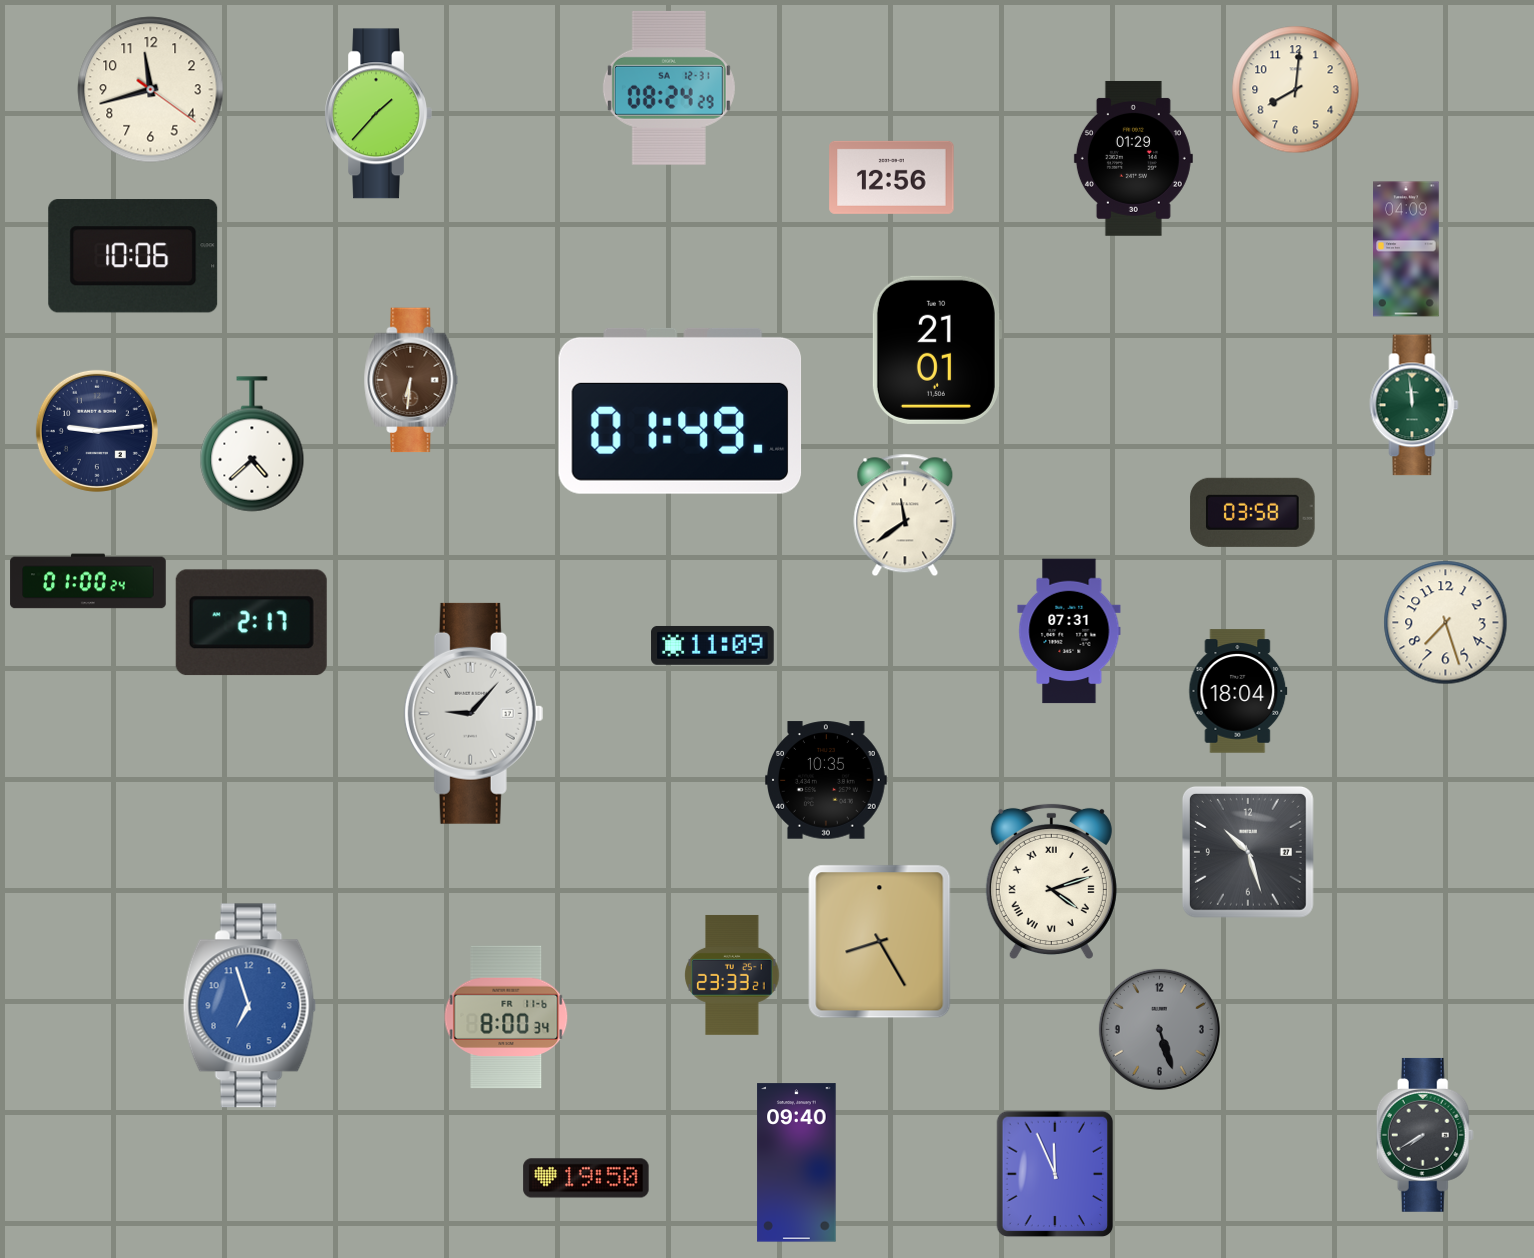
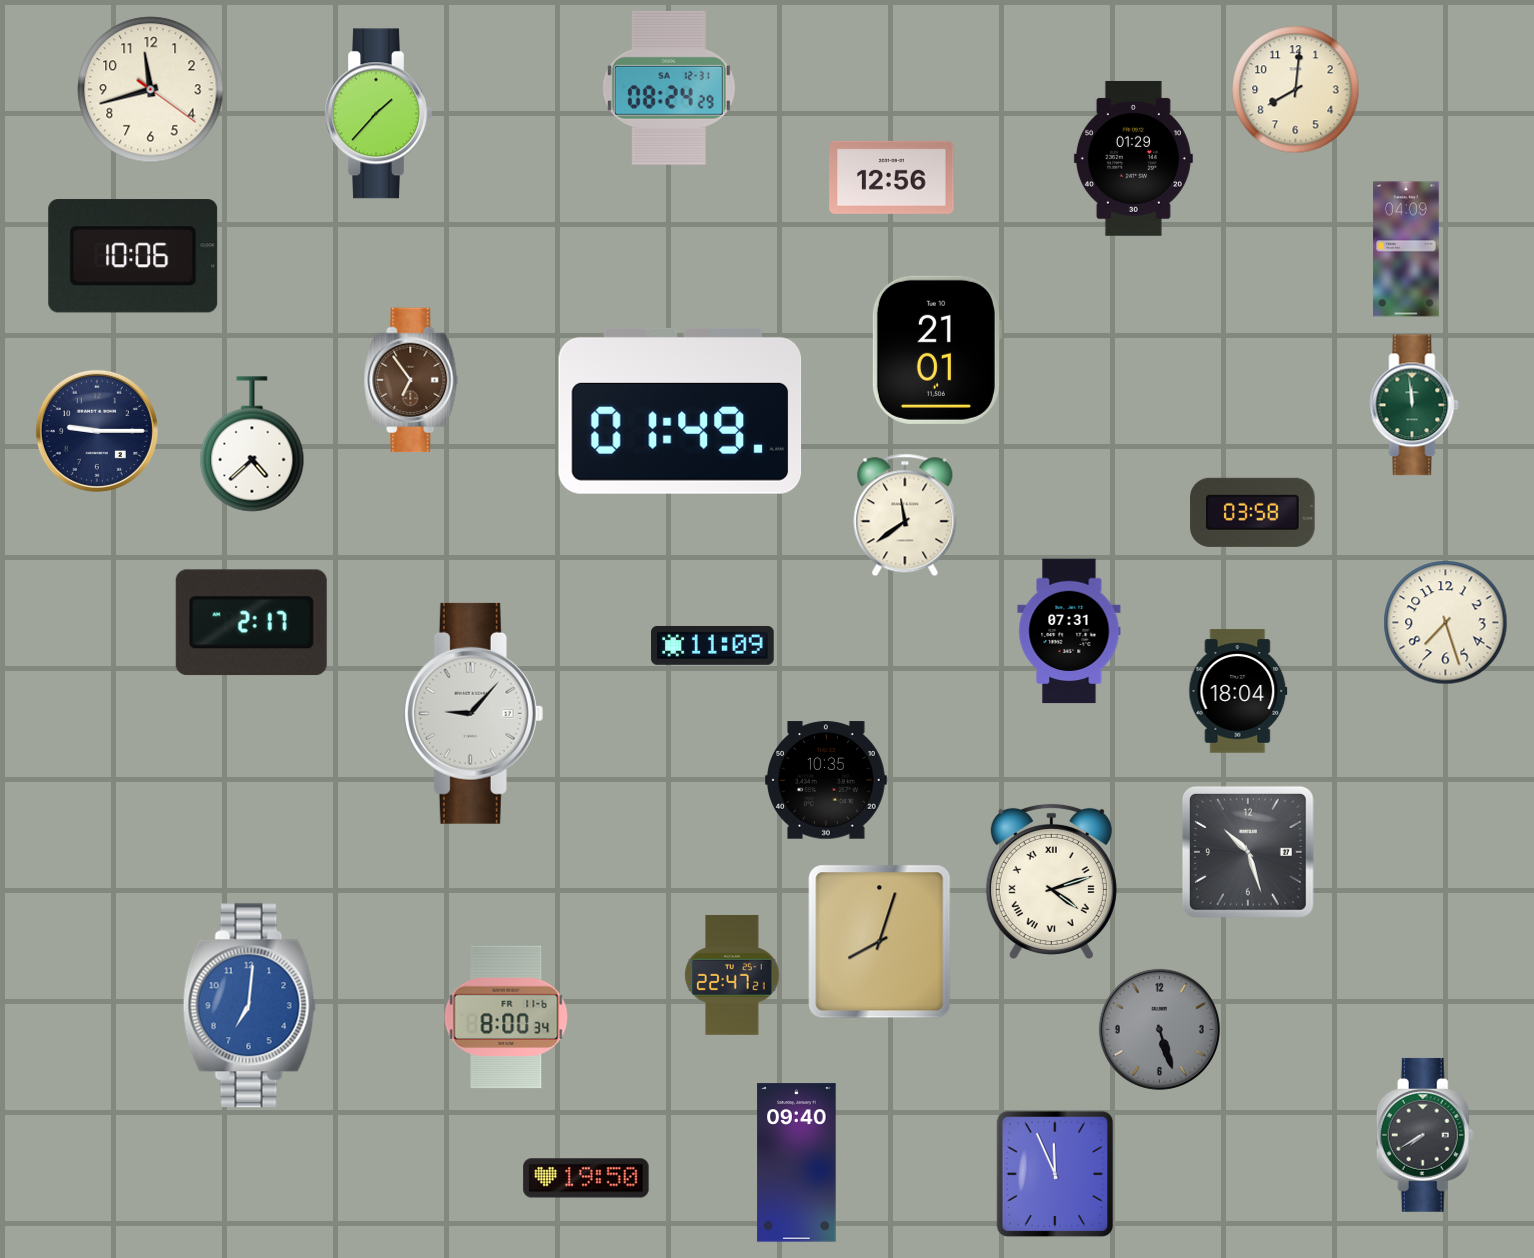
clock at (411, 380): 6:31 -> 6:54
clock at (97, 431): 9:14 -> 9:15
clock at (88, 581): 01:00 -> none
clock at (880, 942): 8:25 -> 8:03
clock at (732, 975): 23:33 -> 22:47
clock at (249, 1006): 6:57 -> 7:01
